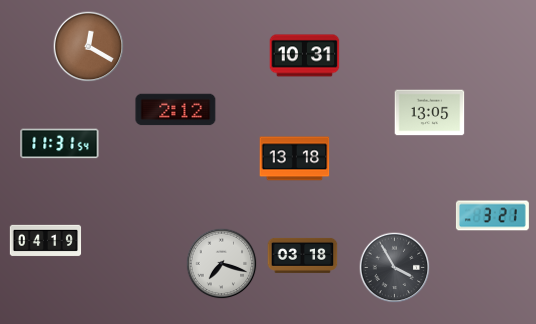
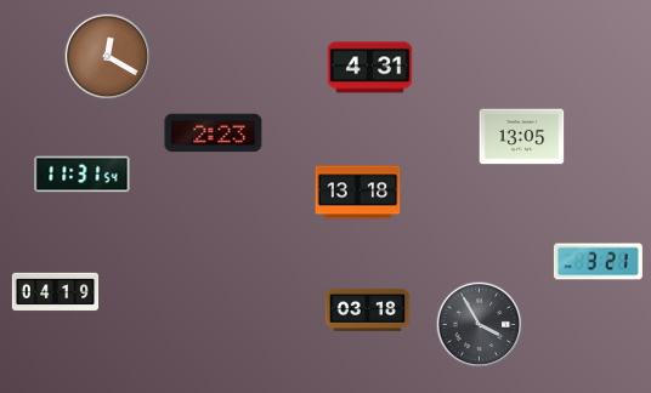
clock at (305, 56): 10:31 -> 4:31
clock at (176, 110): 2:12 -> 2:23
clock at (60, 144) position: (60, 144) -> (83, 175)
clock at (222, 264): 7:18 -> none
